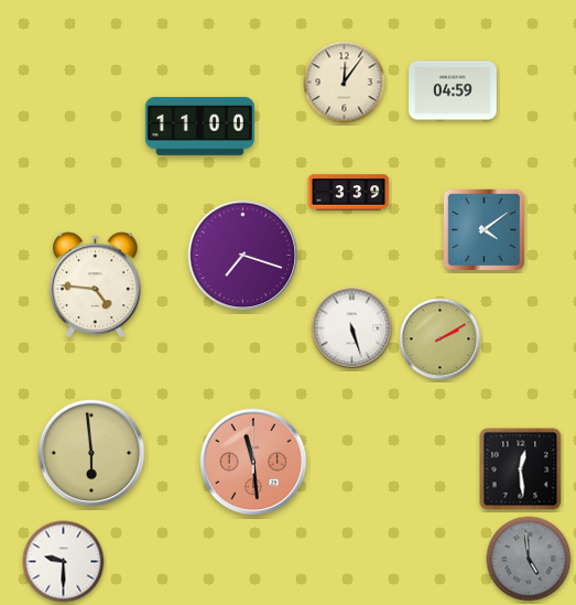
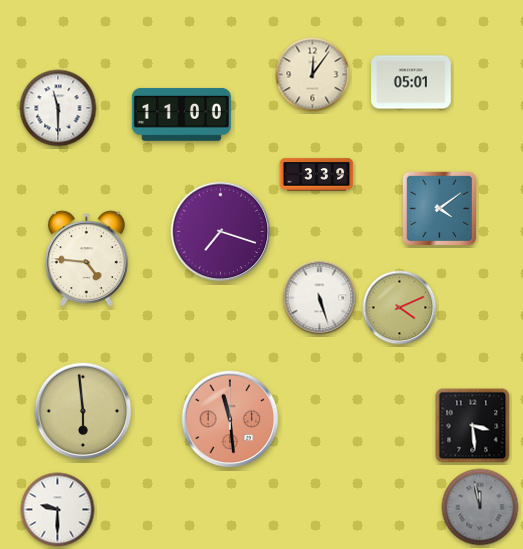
clock at (453, 90): 04:59 -> 05:01
clock at (58, 108): none -> 11:30
clock at (441, 339): 2:10 -> 4:11
clock at (521, 469): 12:29 -> 3:29
clock at (529, 559): 4:59 -> 11:58
